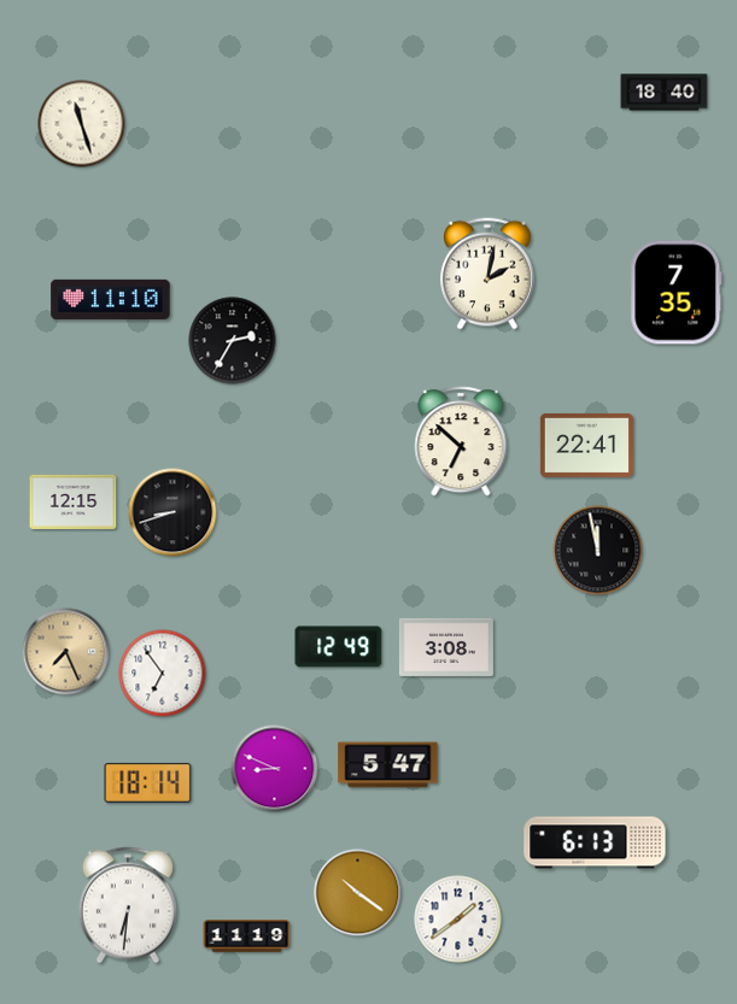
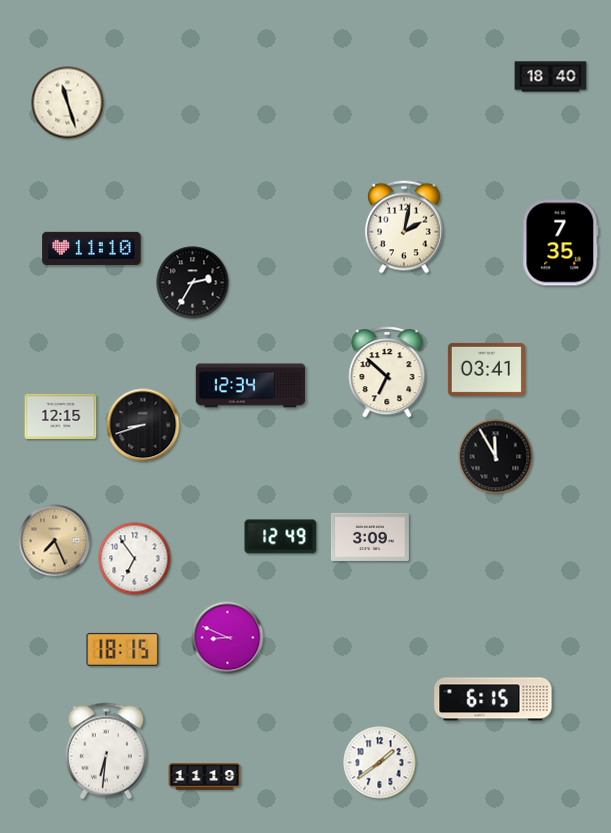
clock at (461, 441) position: (461, 441) -> (387, 372)
clock at (586, 445): 22:41 -> 03:41
clock at (251, 386): none -> 12:34
clock at (598, 551): 11:58 -> 11:55
clock at (446, 647): 3:08 -> 3:09
clock at (388, 765): 5:47 -> none
clock at (148, 782): 18:14 -> 18:15
clock at (595, 842): 6:13 -> 6:15
clock at (358, 893): 10:21 -> none
